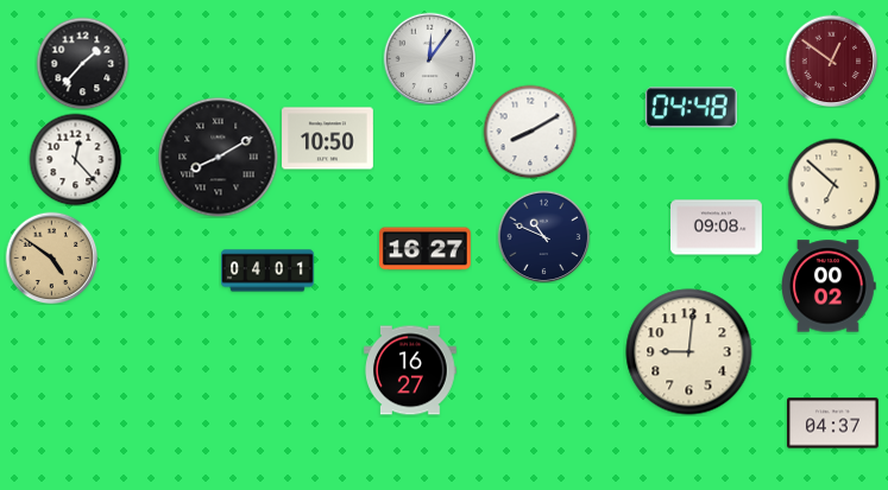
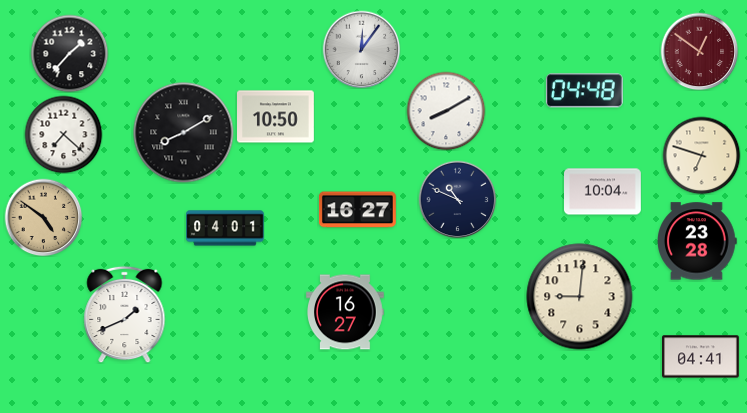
clock at (691, 108) position: (691, 108) -> (584, 91)
clock at (75, 159): 12:23 -> 7:22
clock at (833, 184): 6:52 -> 6:48
clock at (717, 228): 09:08 -> 10:04
clock at (829, 286): 00:02 -> 23:28
clock at (125, 314): none -> 1:41
clock at (833, 424): 04:37 -> 04:41
